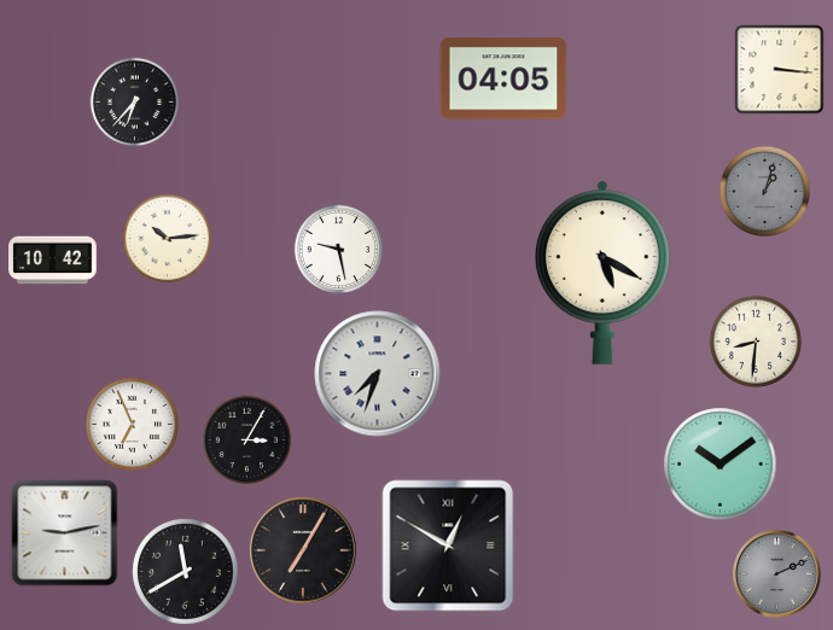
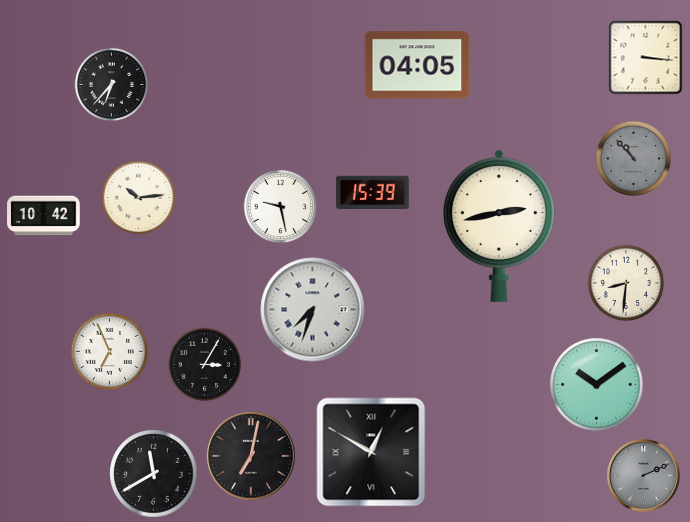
clock at (765, 192): 1:03 -> 10:53
clock at (373, 192): none -> 15:39
clock at (604, 273): 5:20 -> 2:43
clock at (65, 533): 9:13 -> none
clock at (303, 550): 7:05 -> 7:02
